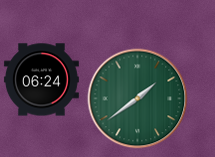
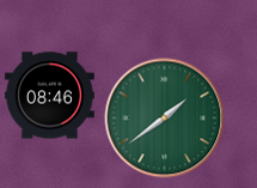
clock at (42, 80): 06:24 -> 08:46
